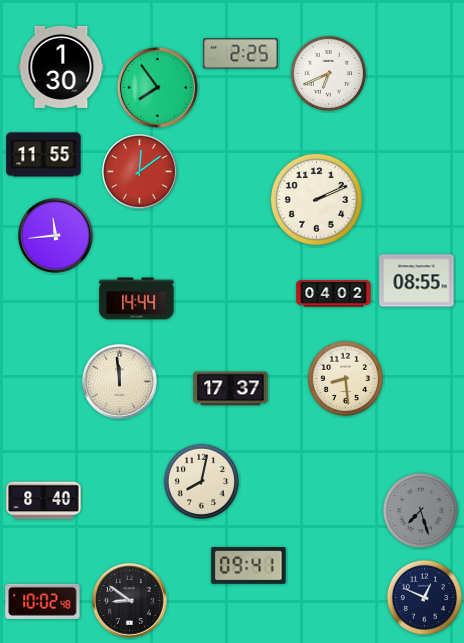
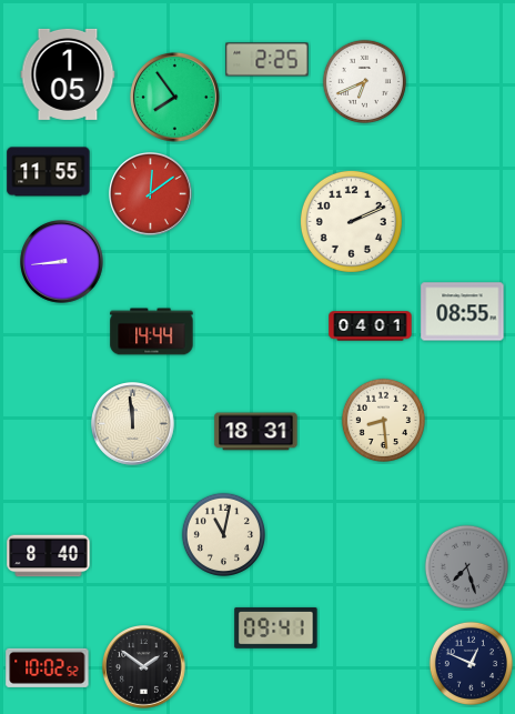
clock at (61, 67): 1:30 -> 1:05
clock at (140, 172) position: (140, 172) -> (151, 194)
clock at (56, 236): 11:44 -> 8:44
clock at (334, 294): 04:02 -> 04:01
clock at (231, 389): 17:37 -> 18:31
clock at (201, 481): 8:02 -> 11:02
clock at (43, 601): 10:02:48 -> 10:02:52
clock at (130, 601): 8:51 -> 1:51
